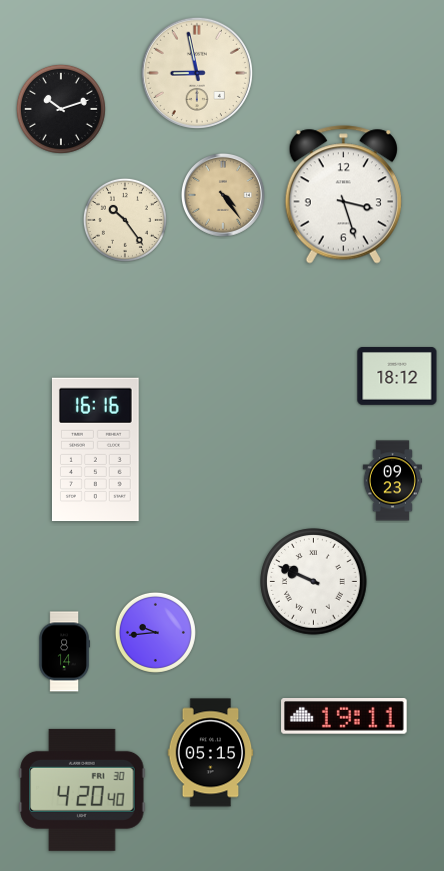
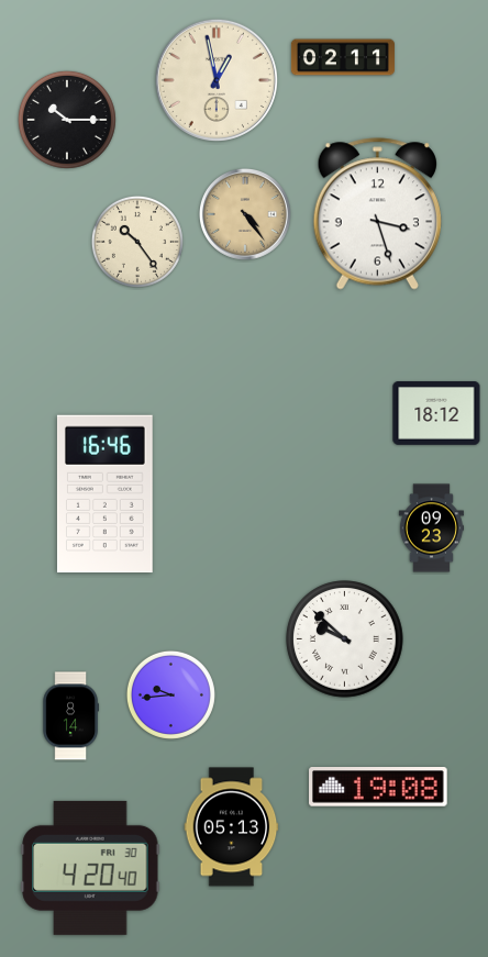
clock at (343, 57): none -> 02:11
clock at (197, 73): 8:58 -> 12:58
clock at (61, 109): 10:12 -> 10:15
clock at (96, 450): 16:16 -> 16:46
clock at (314, 582): 9:49 -> 9:52
clock at (344, 717): 19:11 -> 19:08
clock at (211, 753): 05:15 -> 05:13
